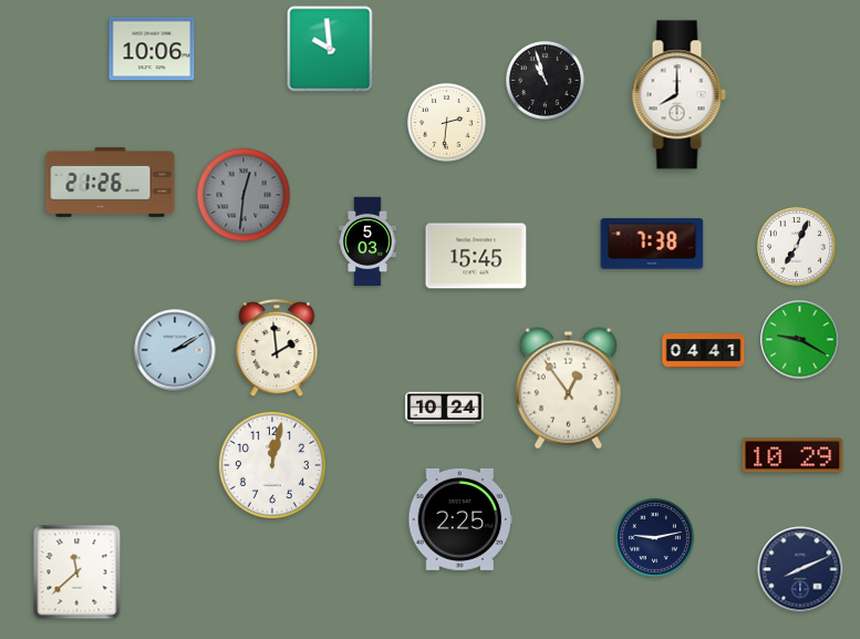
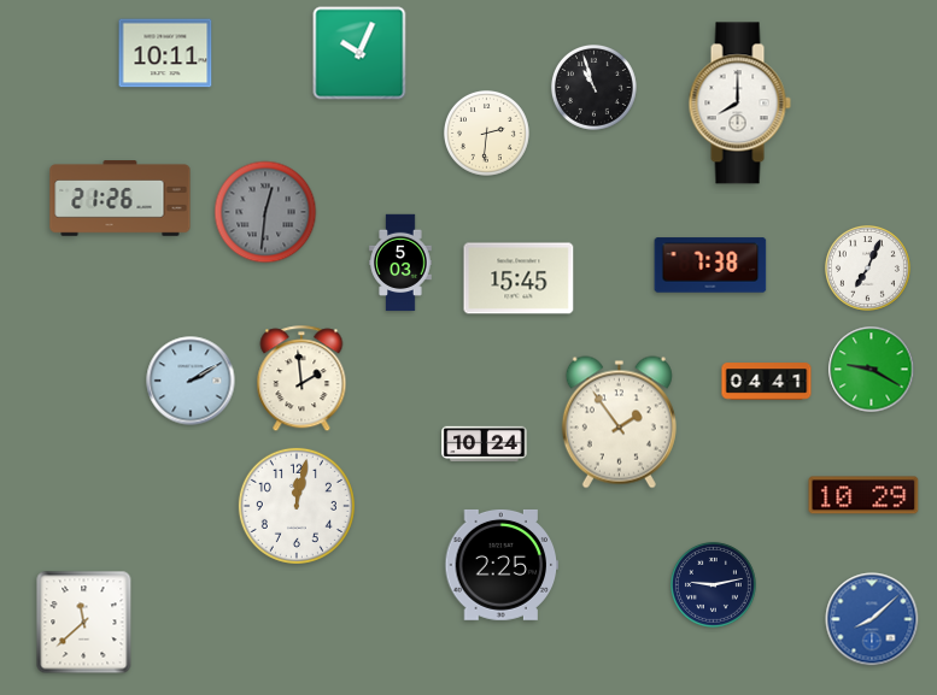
clock at (152, 49): 10:06 -> 10:11
clock at (330, 49): 9:59 -> 10:04
clock at (568, 389): 12:54 -> 1:54
clock at (800, 569): 8:11 -> 8:08
clock at (800, 569) dial: navy -> blue
